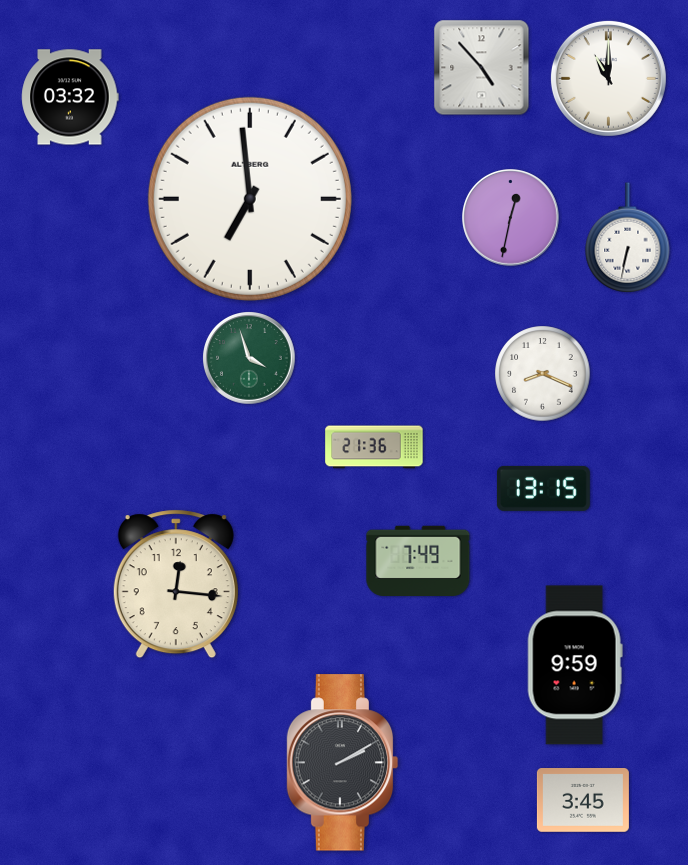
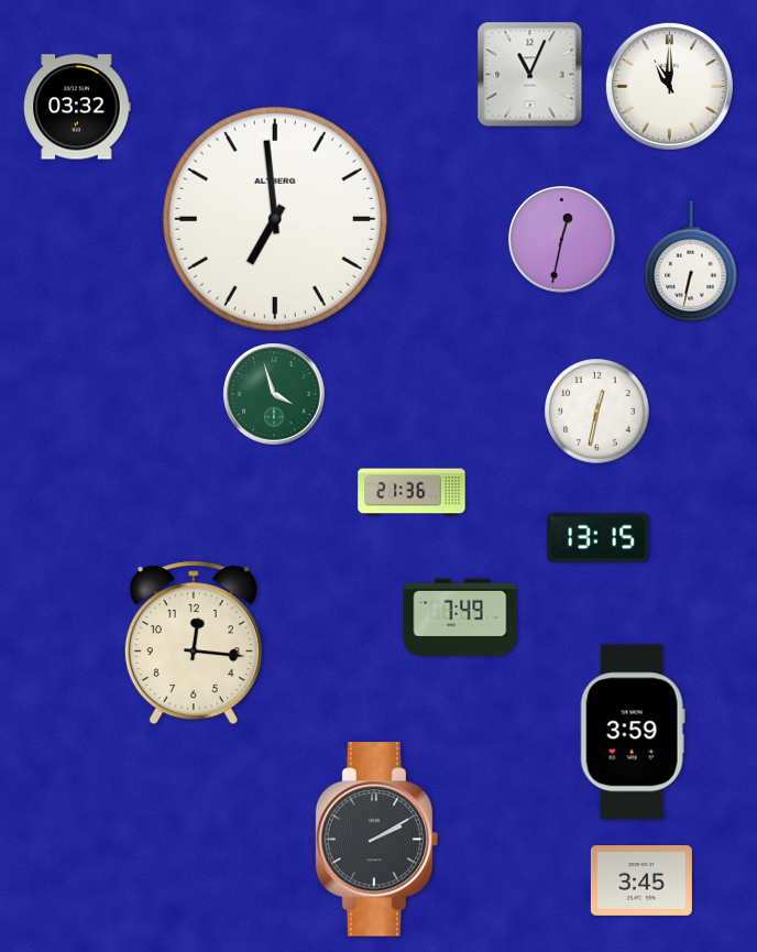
clock at (482, 68): 4:53 -> 11:04
clock at (543, 374): 8:19 -> 12:32
clock at (575, 665): 9:59 -> 3:59
